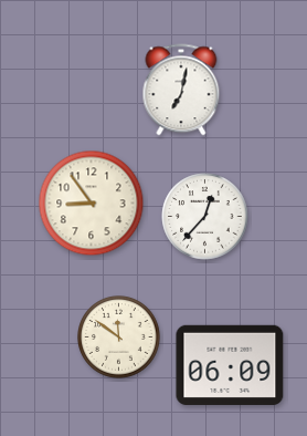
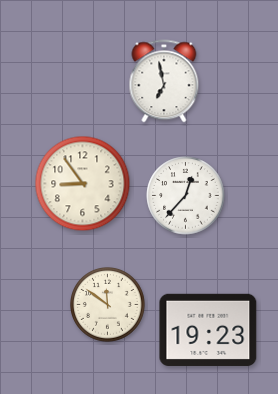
clock at (181, 90): 7:02 -> 6:58
clock at (230, 365): 06:09 -> 19:23
